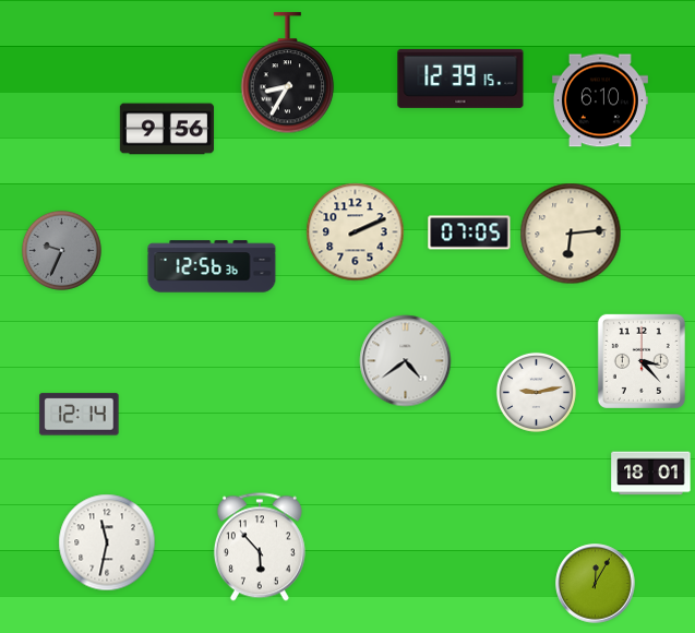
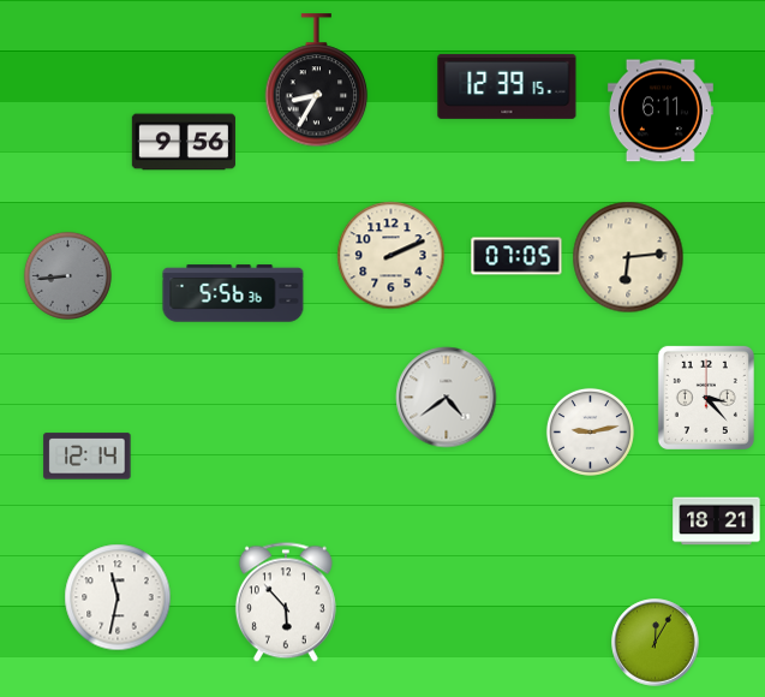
clock at (600, 100): 6:10 -> 6:11
clock at (61, 250): 9:34 -> 8:44
clock at (212, 266): 12:56 -> 5:56
clock at (651, 474): 18:01 -> 18:21
